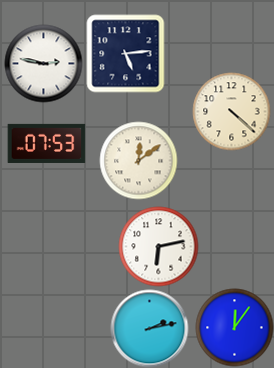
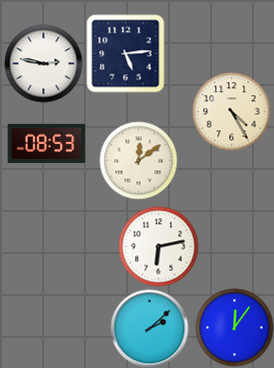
clock at (231, 111): 4:22 -> 4:25
clock at (46, 143): 07:53 -> 08:53
clock at (149, 328): 2:13 -> 2:08
